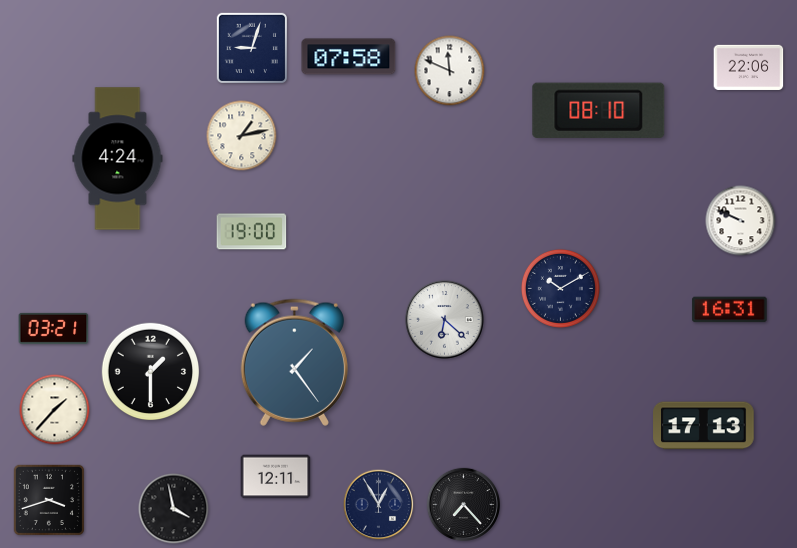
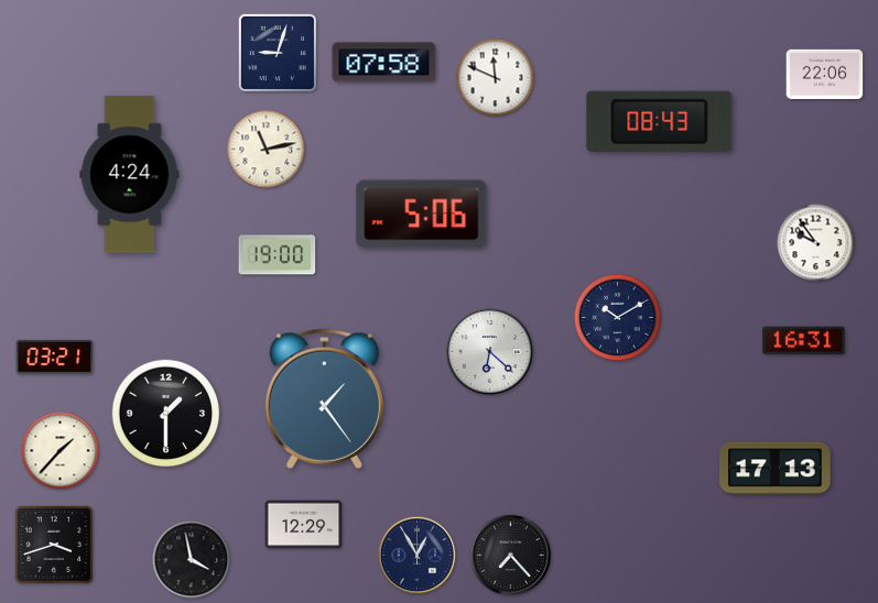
clock at (599, 110): 08:10 -> 08:43
clock at (242, 136): 1:13 -> 11:13
clock at (422, 215): none -> 5:06
clock at (741, 221): 9:49 -> 9:54
clock at (54, 328) position: (54, 328) -> (55, 357)
clock at (151, 372) position: (151, 372) -> (166, 414)
clock at (276, 477): 12:11 -> 12:29
clock at (48, 499) position: (48, 499) -> (53, 544)
